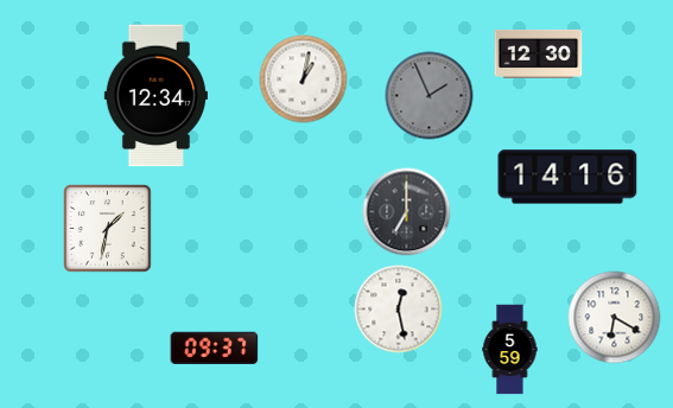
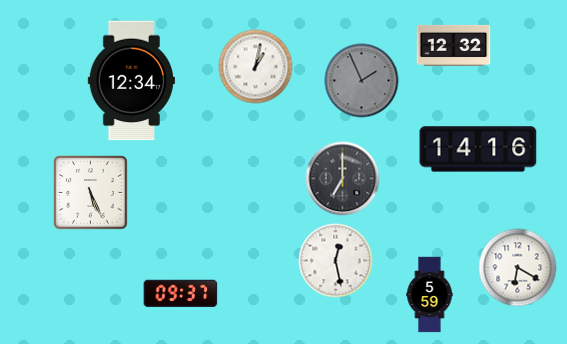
clock at (539, 53): 12:30 -> 12:32
clock at (108, 229): 1:32 -> 5:26
